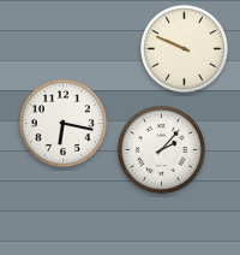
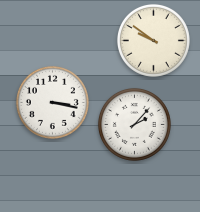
clock at (184, 48): 9:49 -> 9:51
clock at (62, 123): 6:17 -> 3:17
